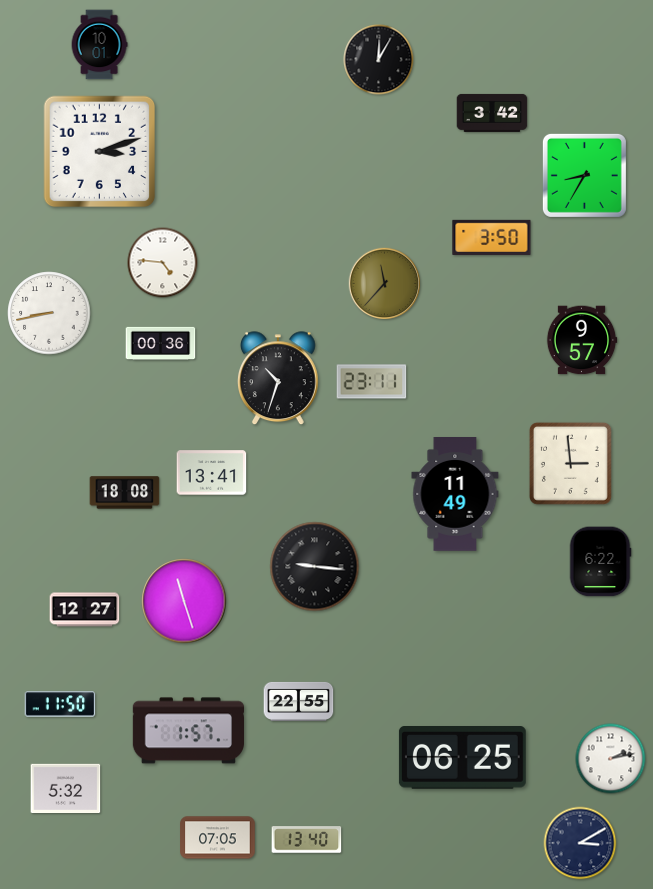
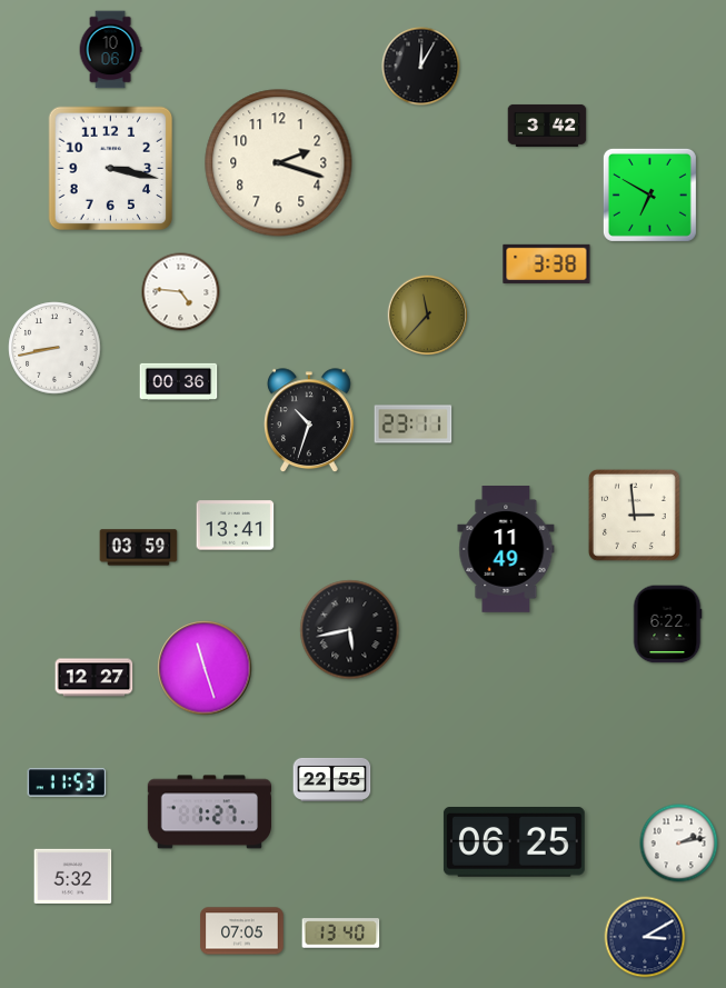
clock at (99, 45): 10:01 -> 10:06
clock at (279, 163): none -> 2:18
clock at (100, 152): 3:12 -> 3:17
clock at (584, 175): 8:35 -> 6:50
clock at (492, 237): 3:50 -> 3:38
clock at (582, 340): 9:57 -> none
clock at (125, 493): 18:08 -> 03:59
clock at (315, 567): 9:16 -> 5:43
clock at (60, 704): 11:50 -> 11:53
clock at (188, 731): 1:57 -> 1:27
